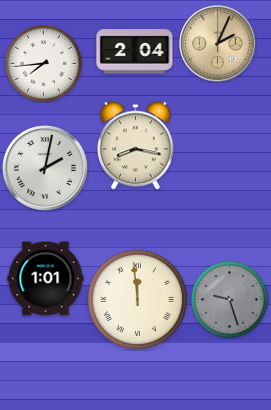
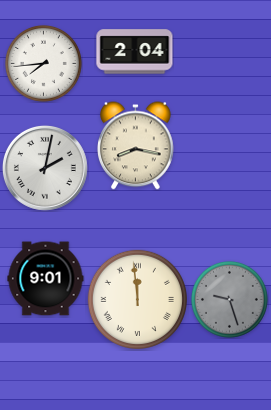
clock at (218, 44): 2:04 -> none
clock at (46, 279): 1:01 -> 9:01
